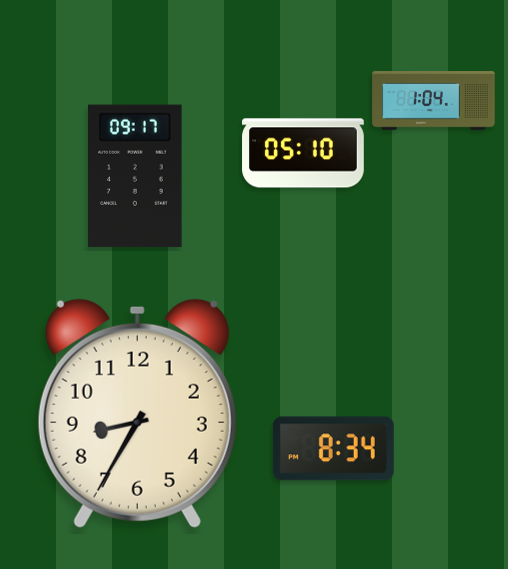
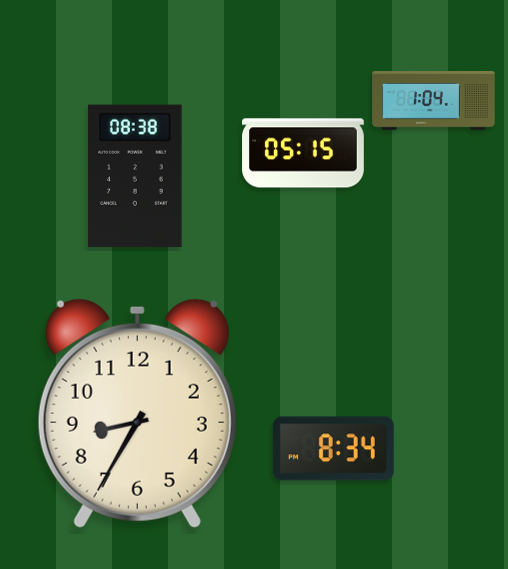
clock at (303, 153): 05:10 -> 05:15
clock at (135, 176): 09:17 -> 08:38
